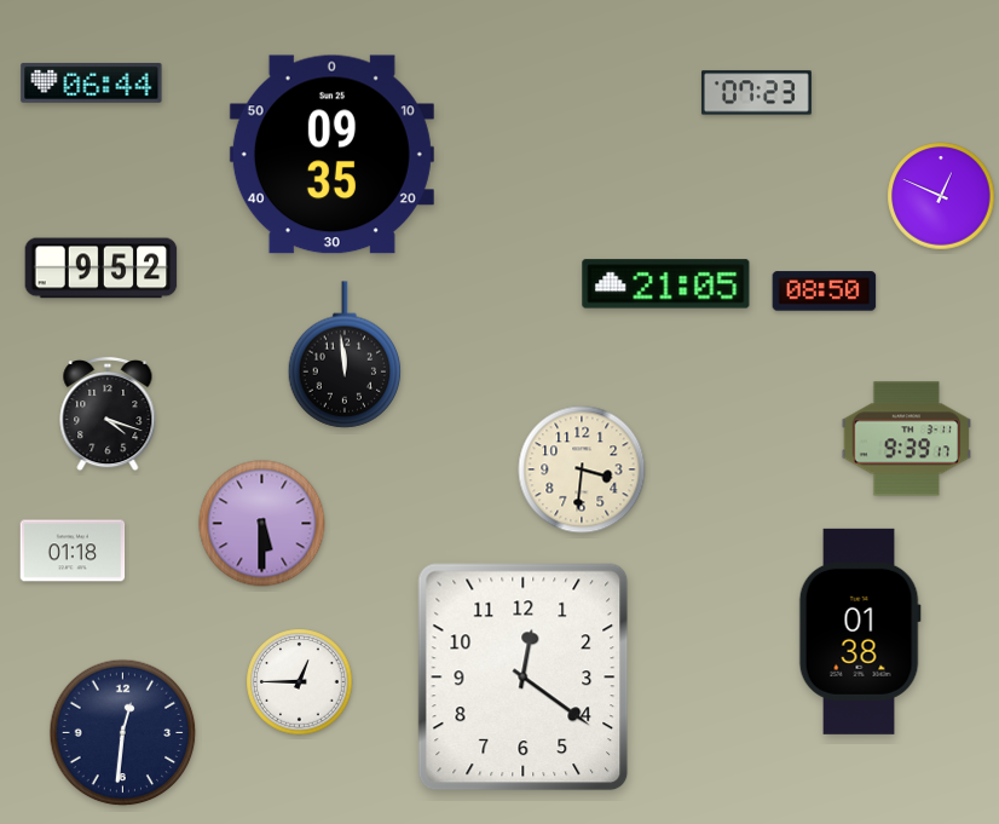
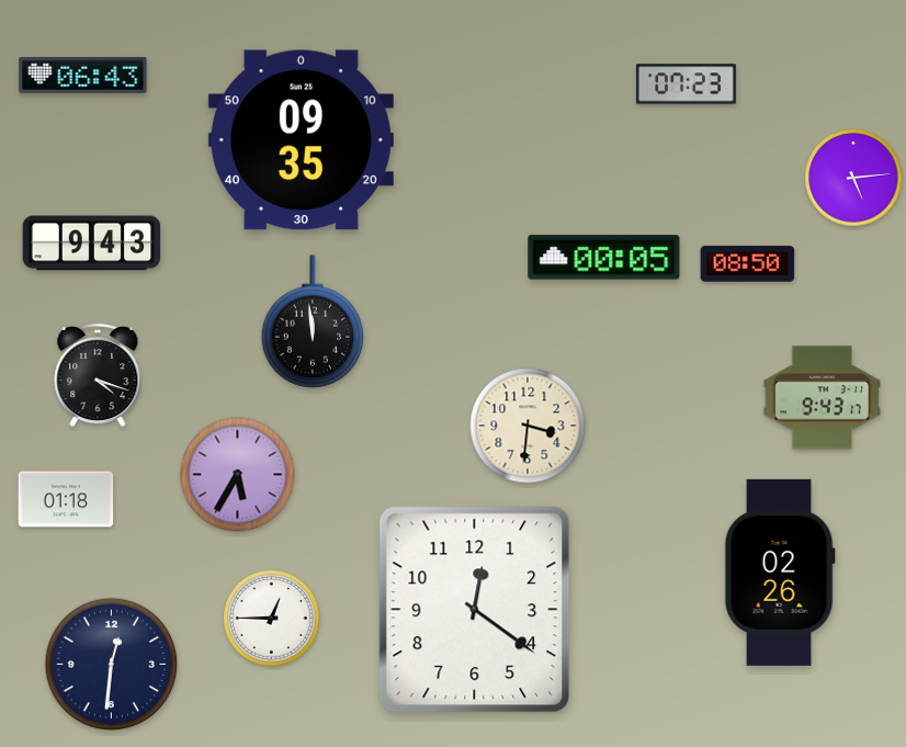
clock at (92, 82): 06:44 -> 06:43
clock at (941, 196): 12:49 -> 5:14
clock at (102, 269): 9:52 -> 9:43
clock at (666, 284): 21:05 -> 00:05
clock at (906, 439): 9:39 -> 9:43
clock at (262, 524): 5:30 -> 5:35
clock at (860, 632): 01:38 -> 02:26
clock at (524, 678) position: (524, 678) -> (475, 610)
